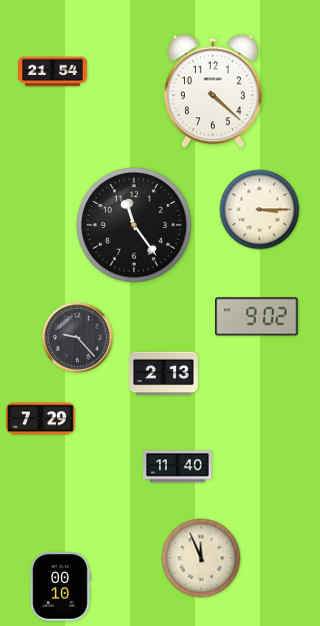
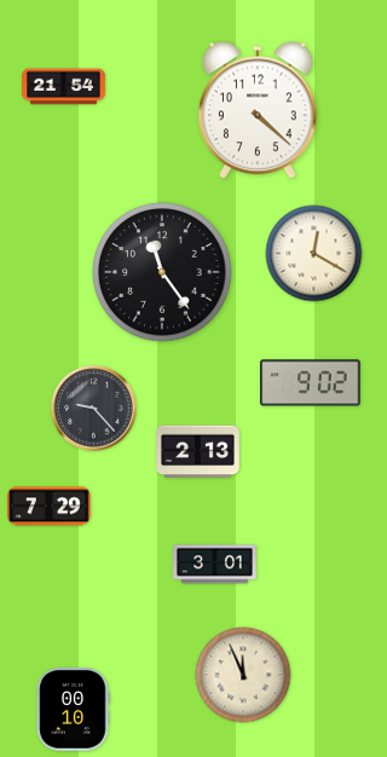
clock at (260, 210): 3:15 -> 12:20
clock at (178, 467): 11:40 -> 3:01
